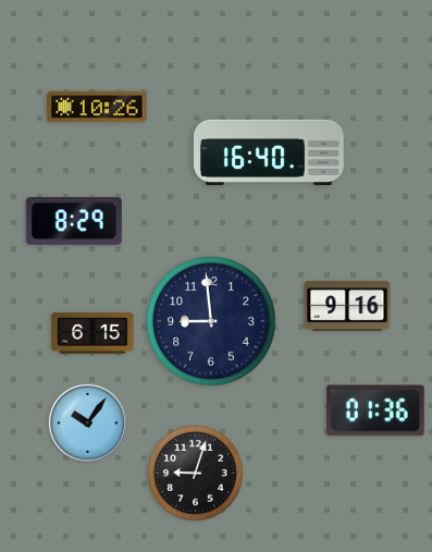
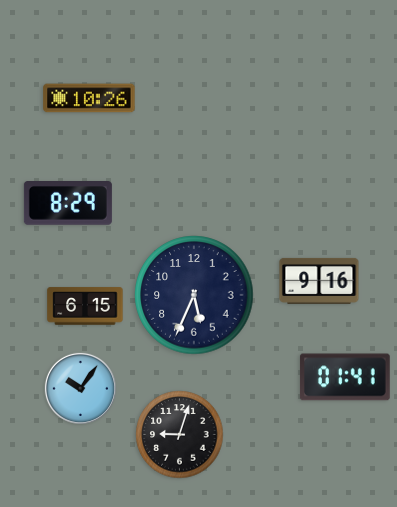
clock at (270, 152): 16:40 -> none
clock at (211, 321): 8:59 -> 5:34
clock at (375, 410): 01:36 -> 01:41
